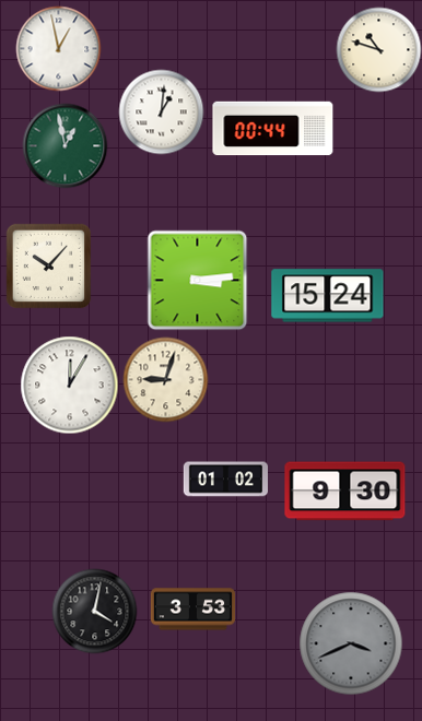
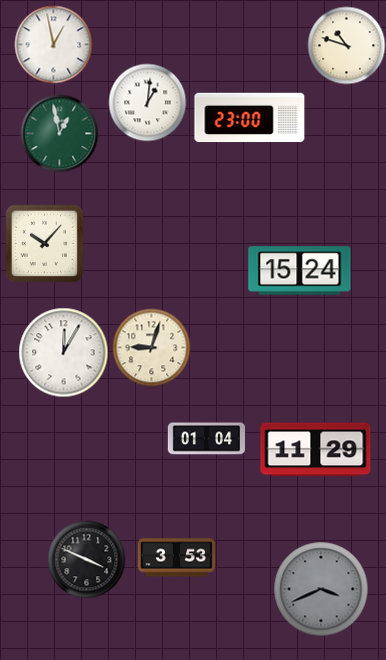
clock at (273, 129): 00:44 -> 23:00
clock at (197, 280): 3:14 -> none
clock at (225, 480): 01:02 -> 01:04
clock at (345, 492): 9:30 -> 11:29
clock at (94, 611): 4:02 -> 3:49
